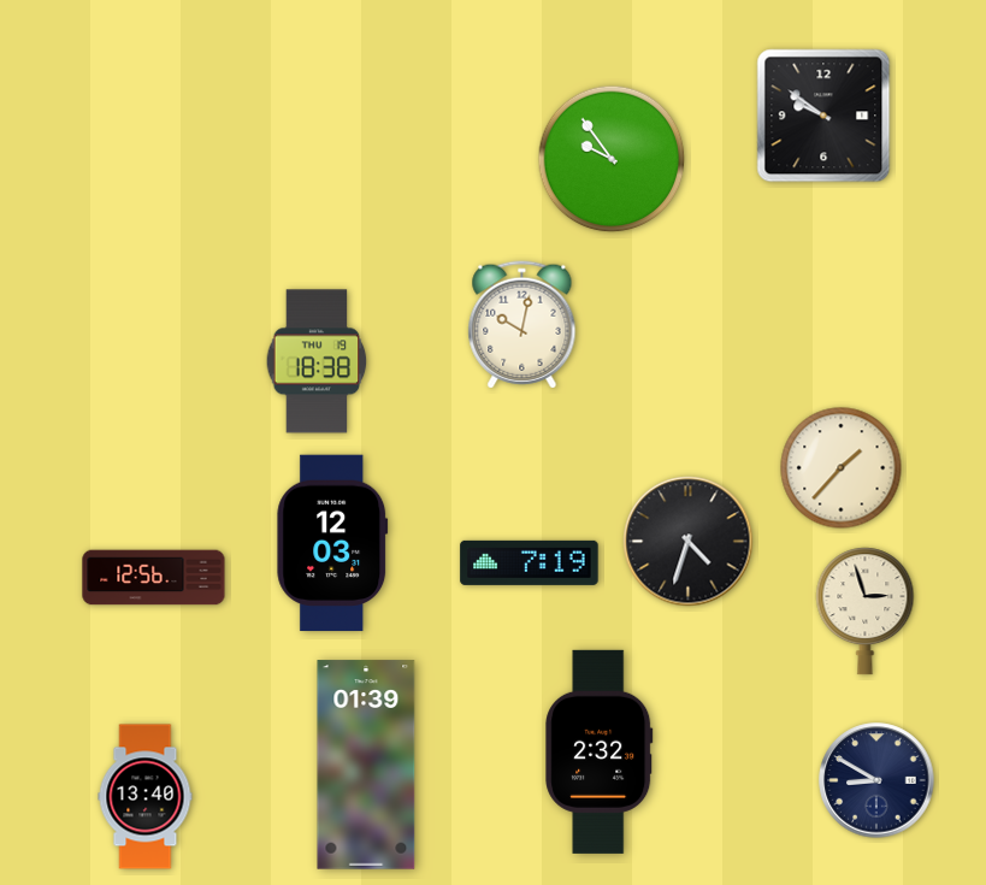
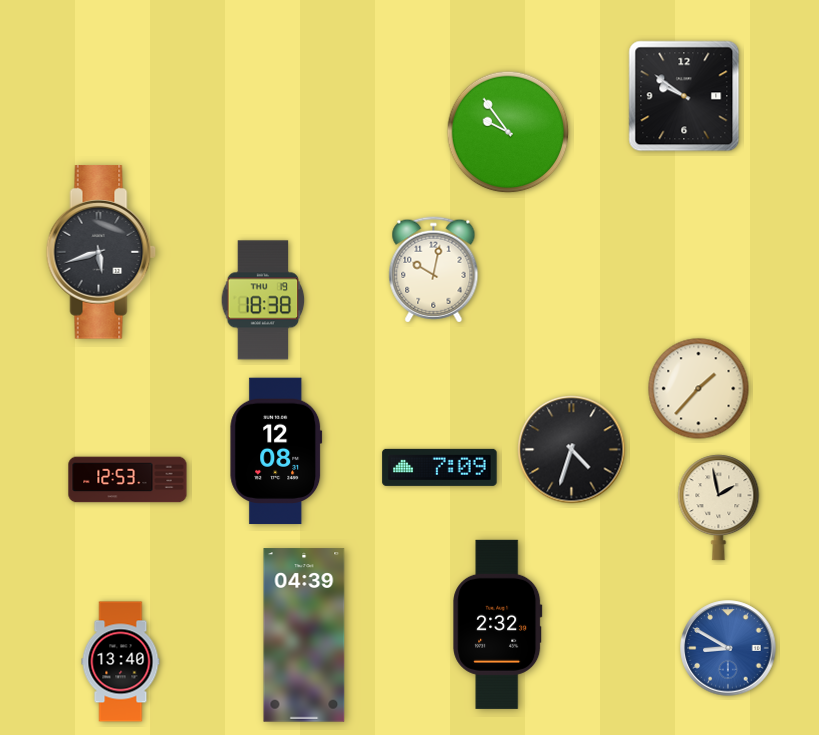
clock at (101, 252): none -> 5:42
clock at (332, 543): 12:03 -> 12:08
clock at (530, 562): 7:19 -> 7:09
clock at (154, 578): 12:56 -> 12:53
clock at (866, 612): 2:57 -> 1:58
clock at (366, 765): 01:39 -> 04:39
clock at (876, 780) dial: navy -> blue
